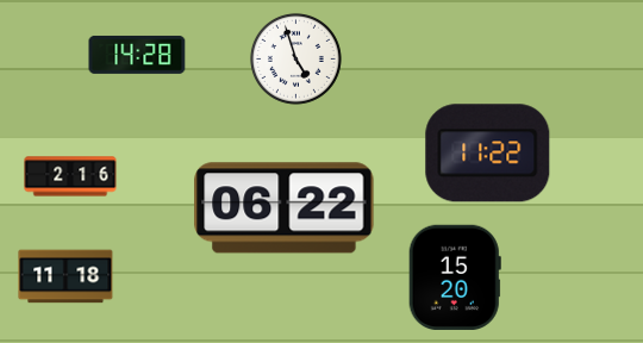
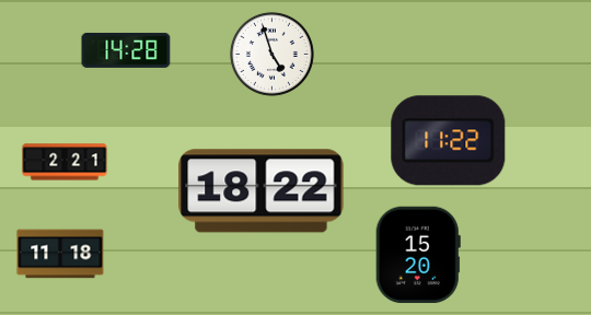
clock at (70, 176): 2:16 -> 2:21
clock at (285, 208): 06:22 -> 18:22
